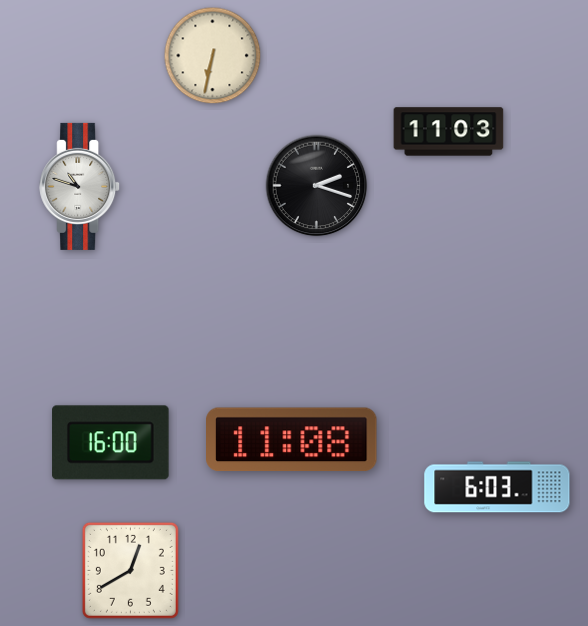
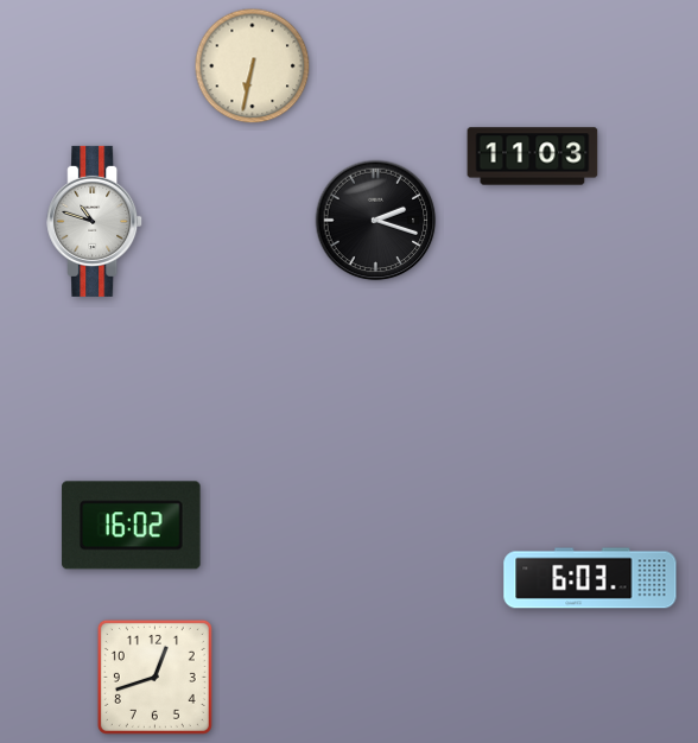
clock at (292, 439): 11:08 -> none
clock at (111, 443): 16:00 -> 16:02
clock at (130, 570): 12:40 -> 12:42
